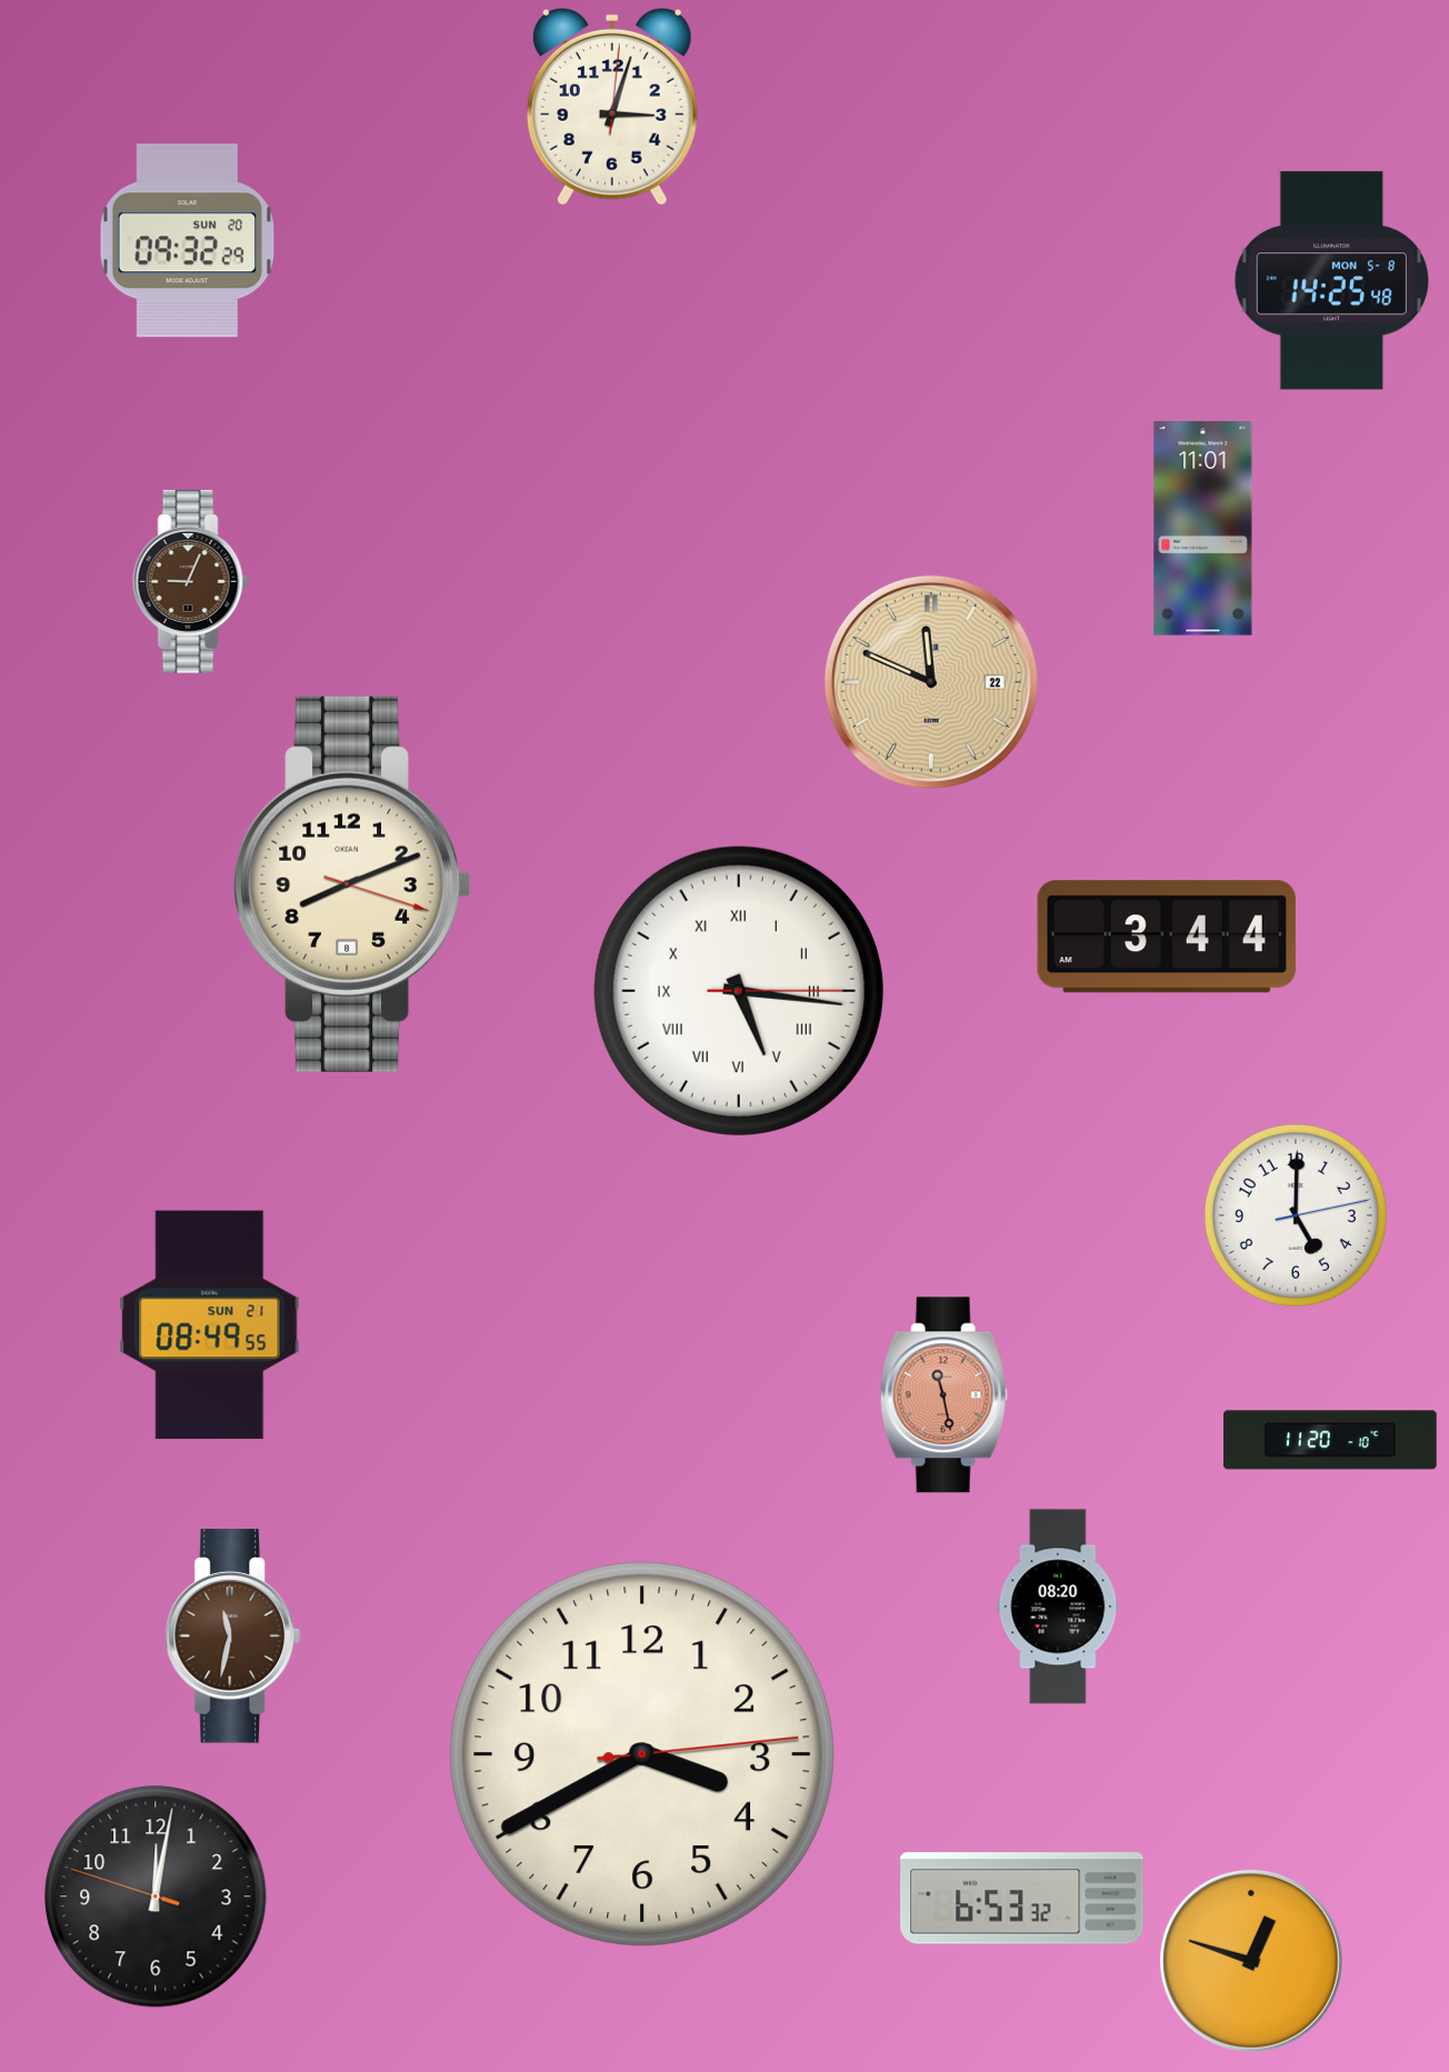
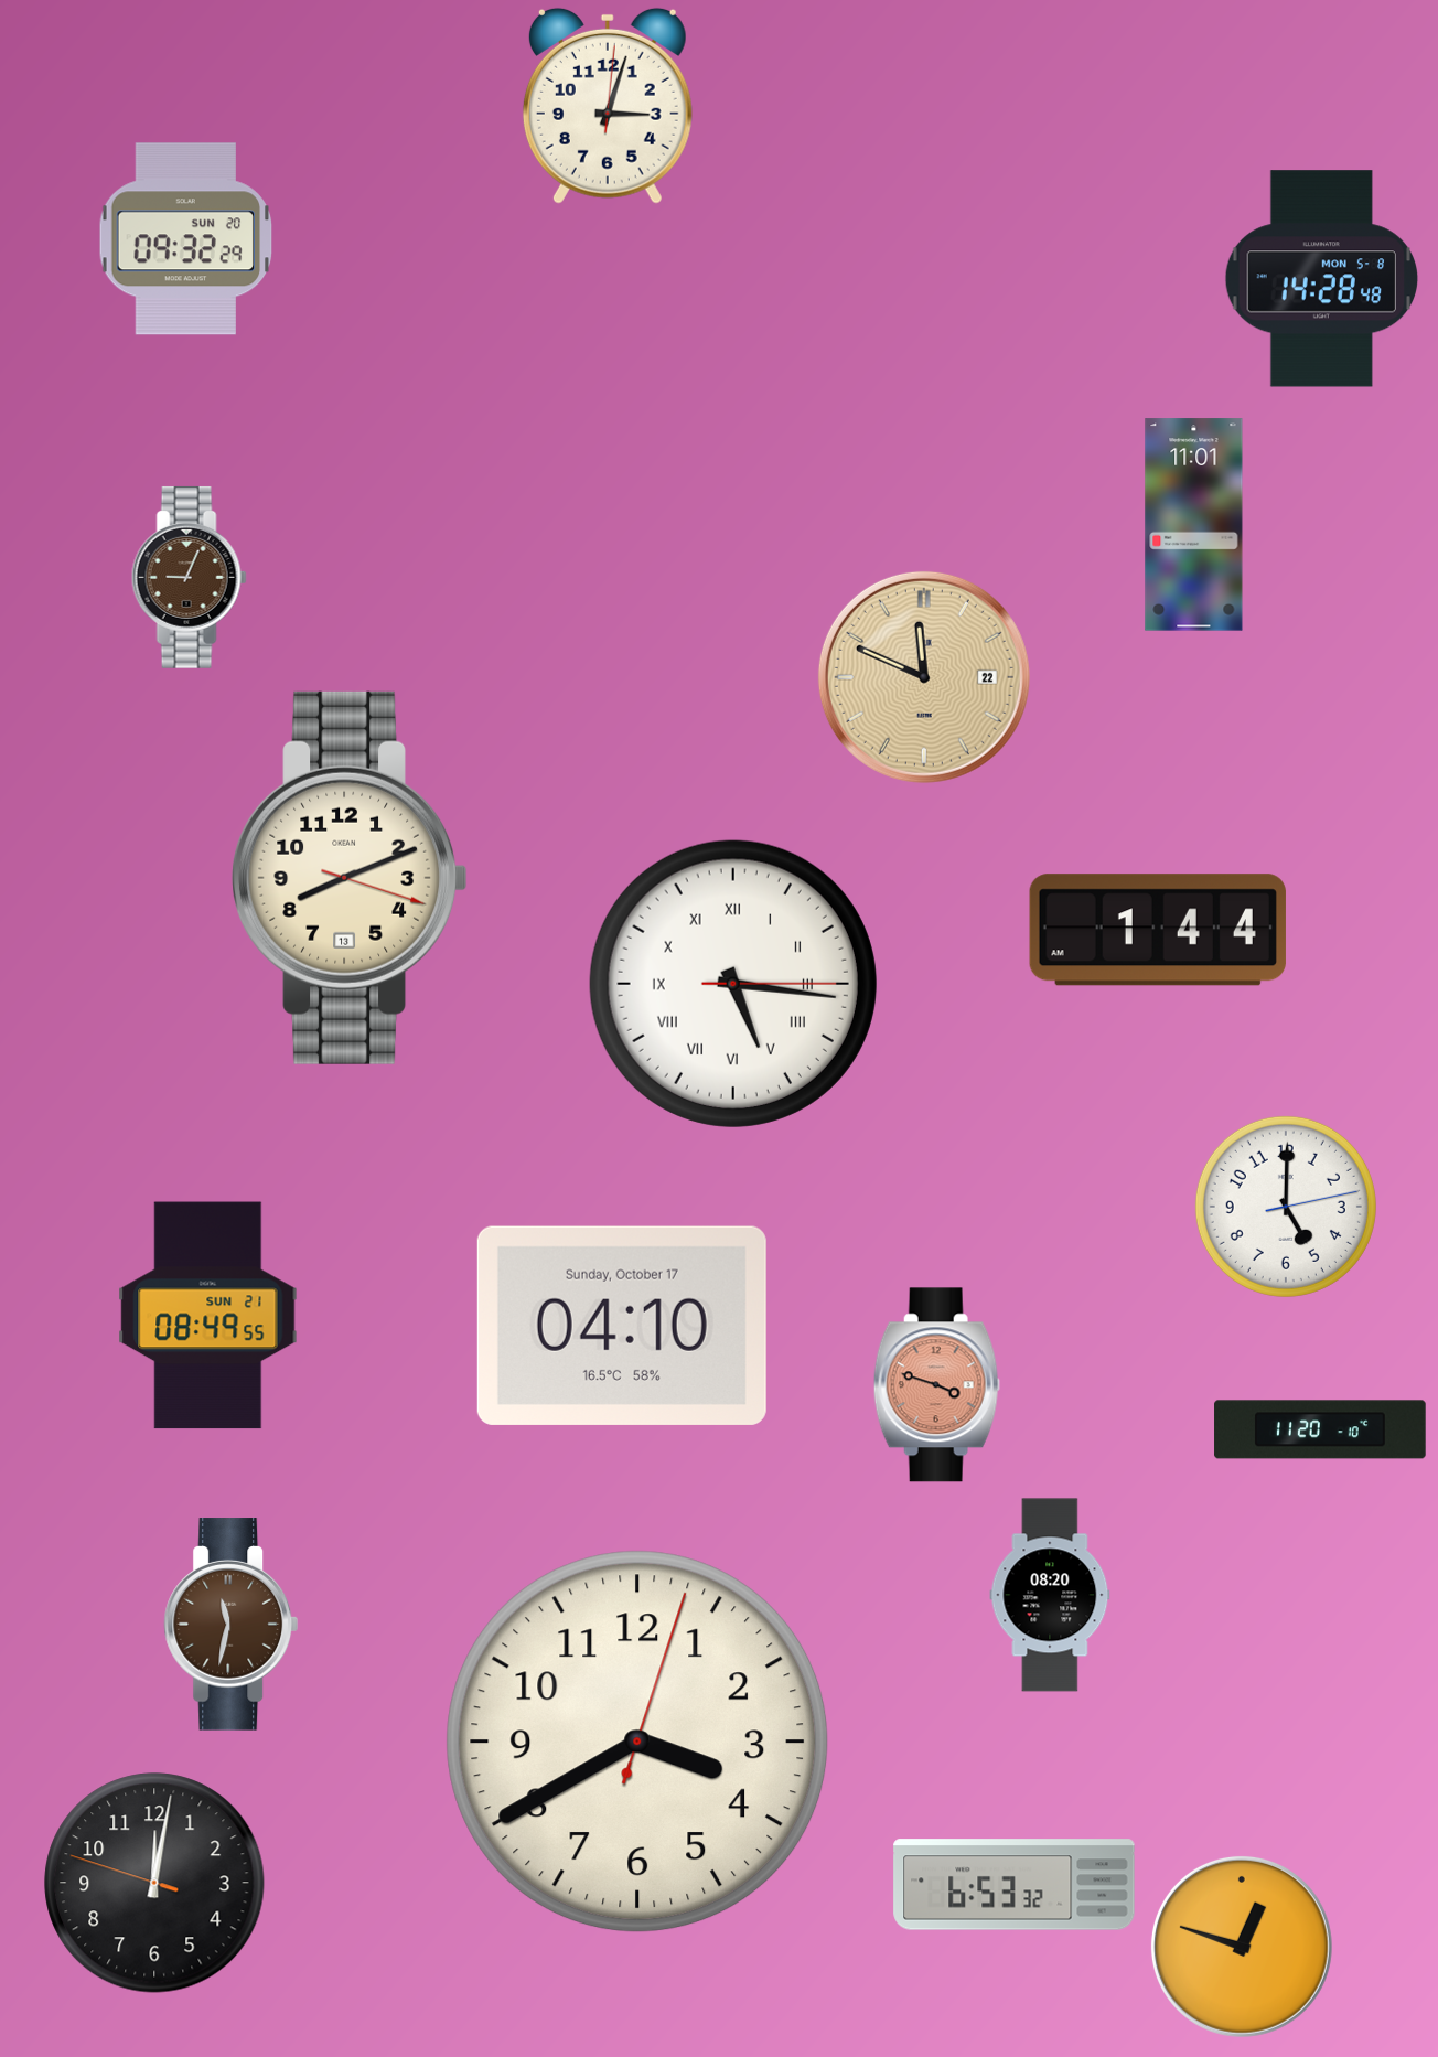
clock at (1331, 281): 14:25 -> 14:28
clock at (352, 884) date: 8 -> 13
clock at (1167, 937): 3:44 -> 1:44
clock at (622, 1326): none -> 04:10
clock at (943, 1395): 11:28 -> 3:48
clock at (642, 1754): 3:40:14 -> 3:40:03
